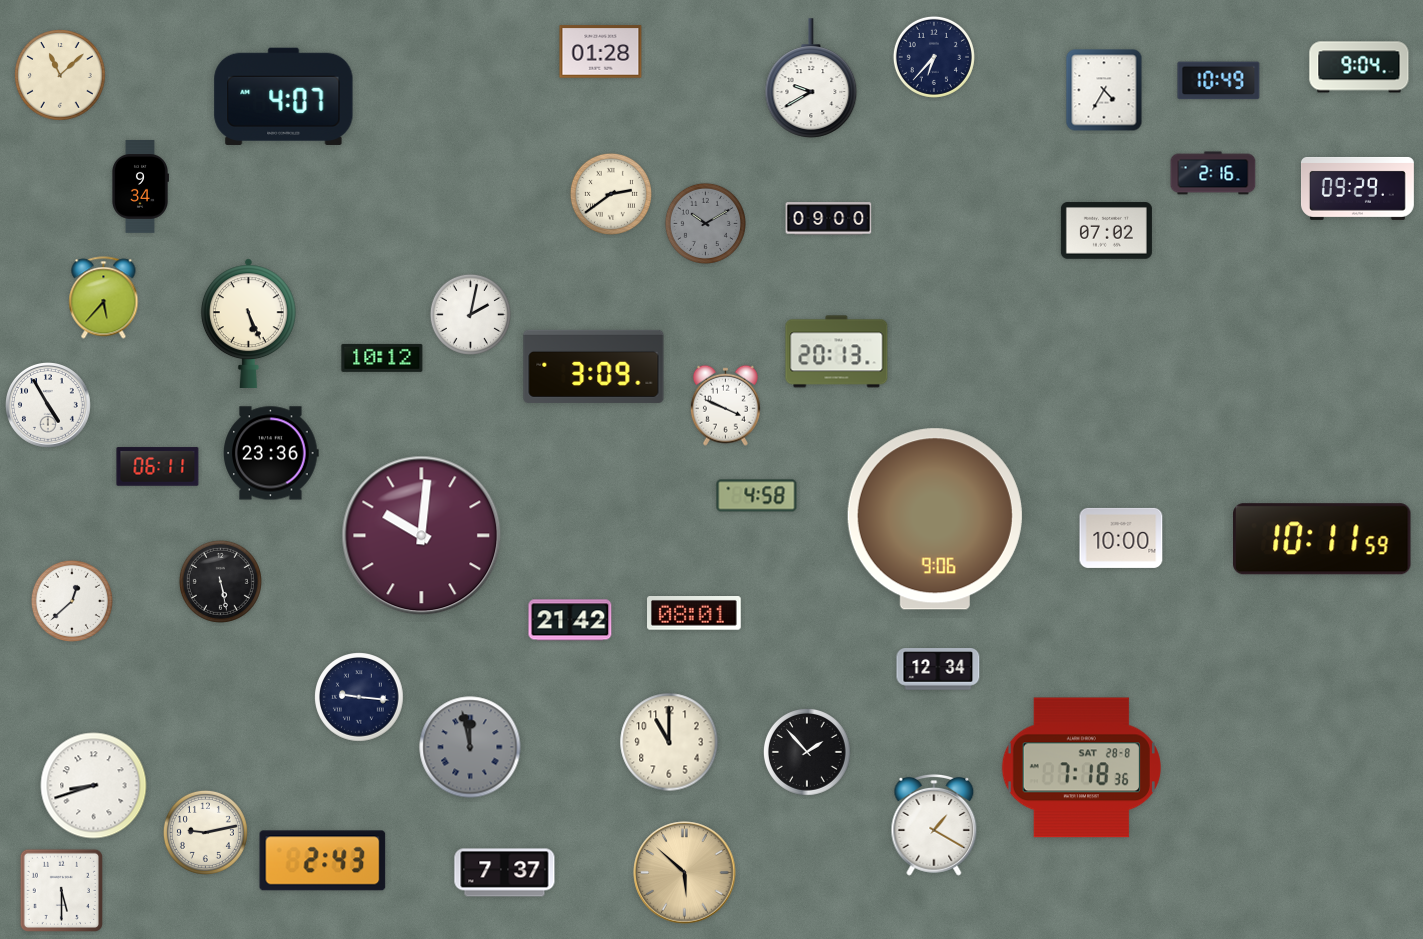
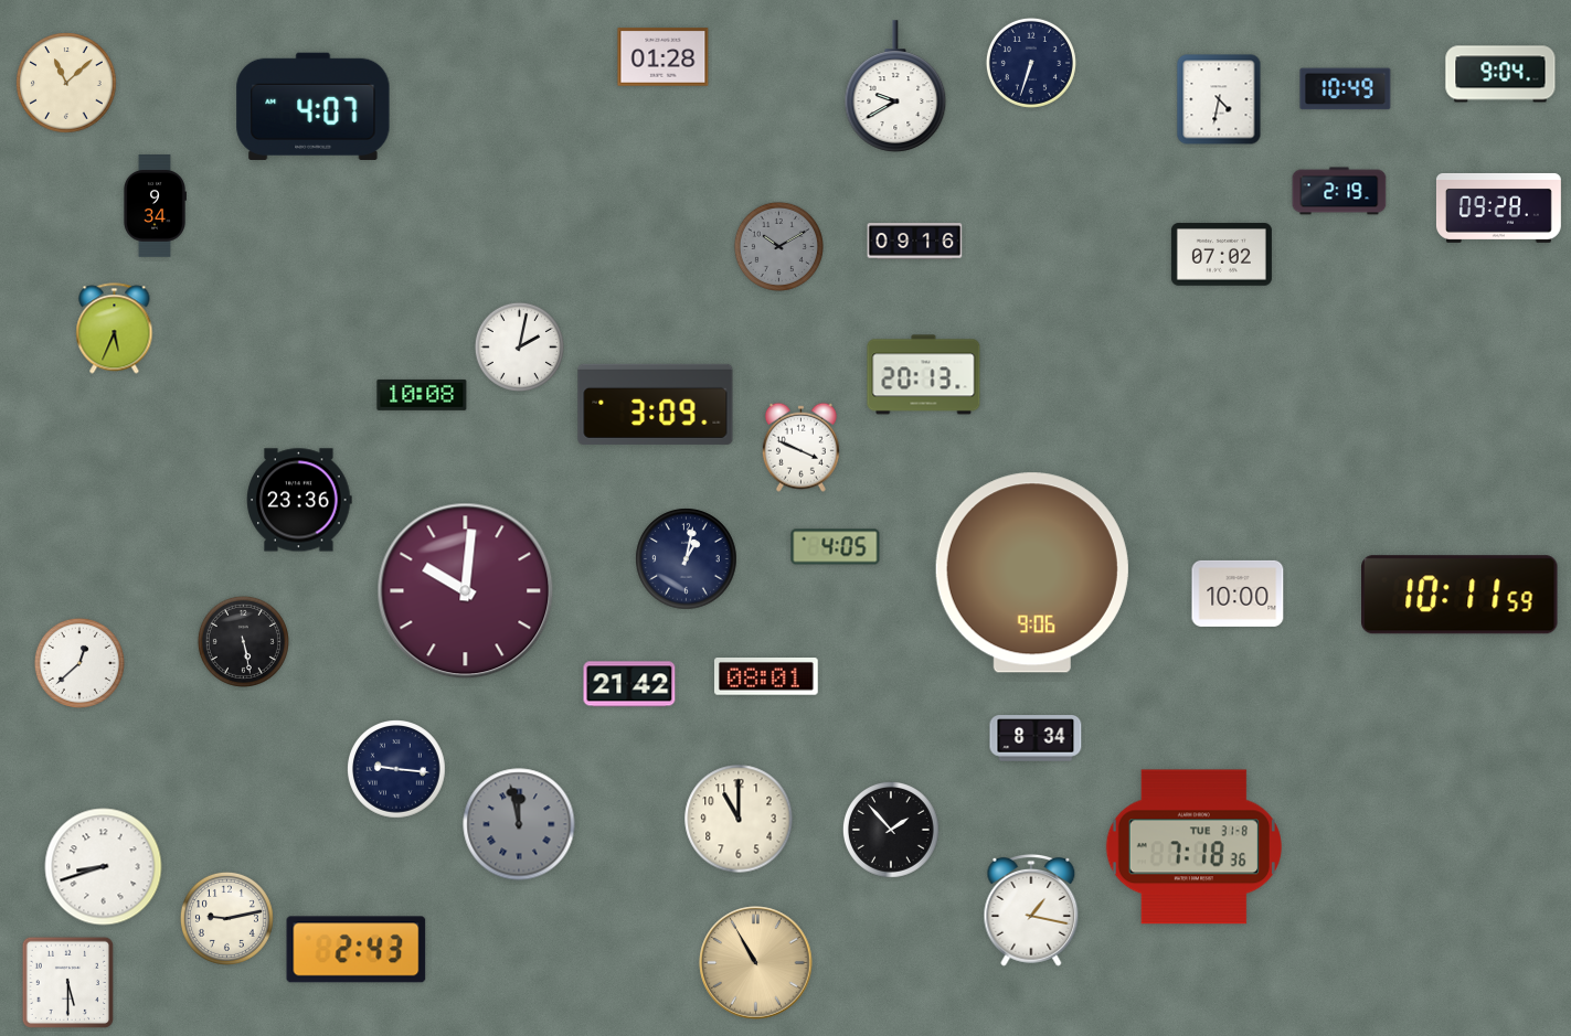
clock at (934, 57): 6:37 -> 6:33
clock at (1104, 90): 4:35 -> 4:32
clock at (1213, 173): 2:16 -> 2:19
clock at (1357, 188): 09:29 -> 09:28
clock at (611, 194): 2:39 -> none
clock at (829, 219): 09:00 -> 09:16
clock at (104, 298): 5:37 -> 5:34
clock at (248, 323): 5:26 -> none
clock at (837, 352) position: (837, 352) -> (924, 375)
clock at (382, 358): 10:12 -> 10:08
clock at (49, 406): 4:55 -> none
clock at (158, 467): 06:11 -> none
clock at (757, 496): 4:58 -> 4:05
clock at (687, 559): none -> 1:02
clock at (938, 669): 12:34 -> 8:34
clock at (1081, 768) date: SAT 28-8 -> TUE 31-8
clock at (934, 825): 1:20 -> 1:17
clock at (505, 873): 7:37 -> none
clock at (685, 873): 5:52 -> 10:55
